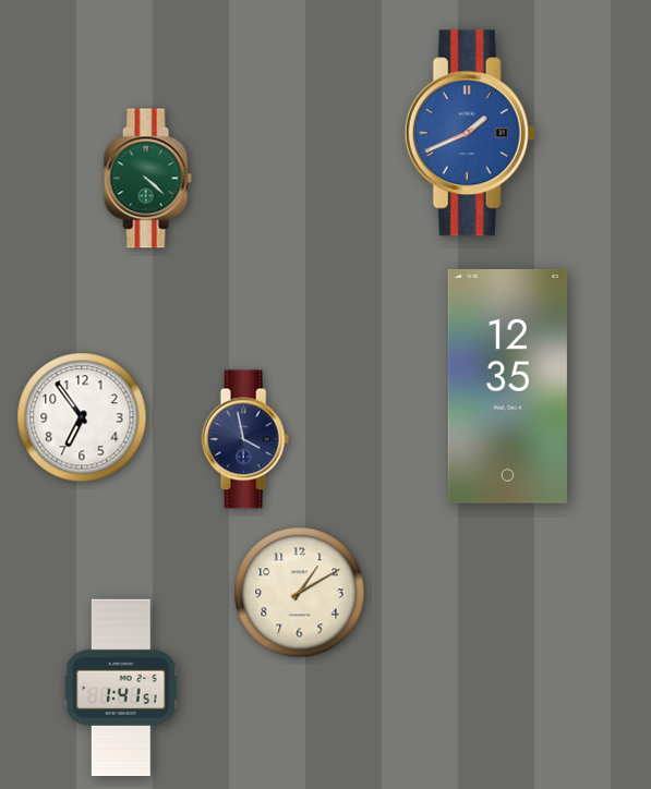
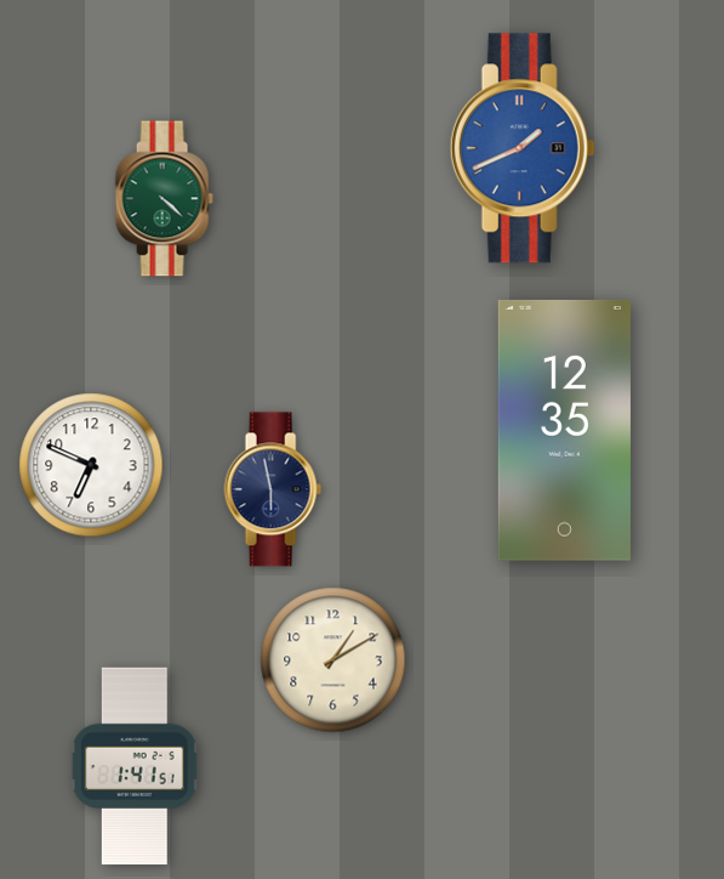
clock at (82, 417): 6:54 -> 6:49
clock at (245, 439): 3:58 -> 5:58
